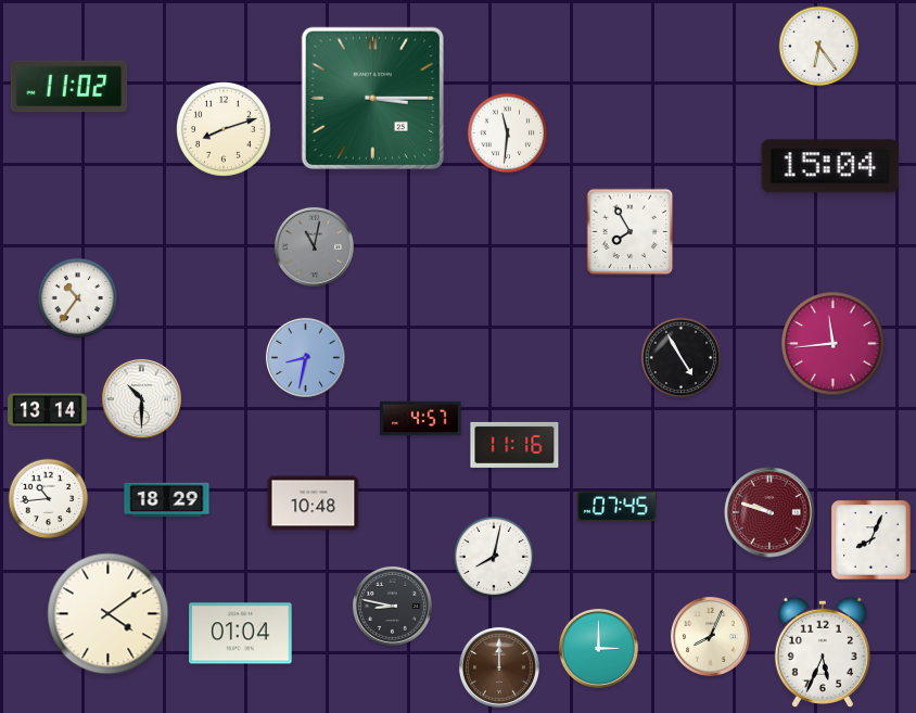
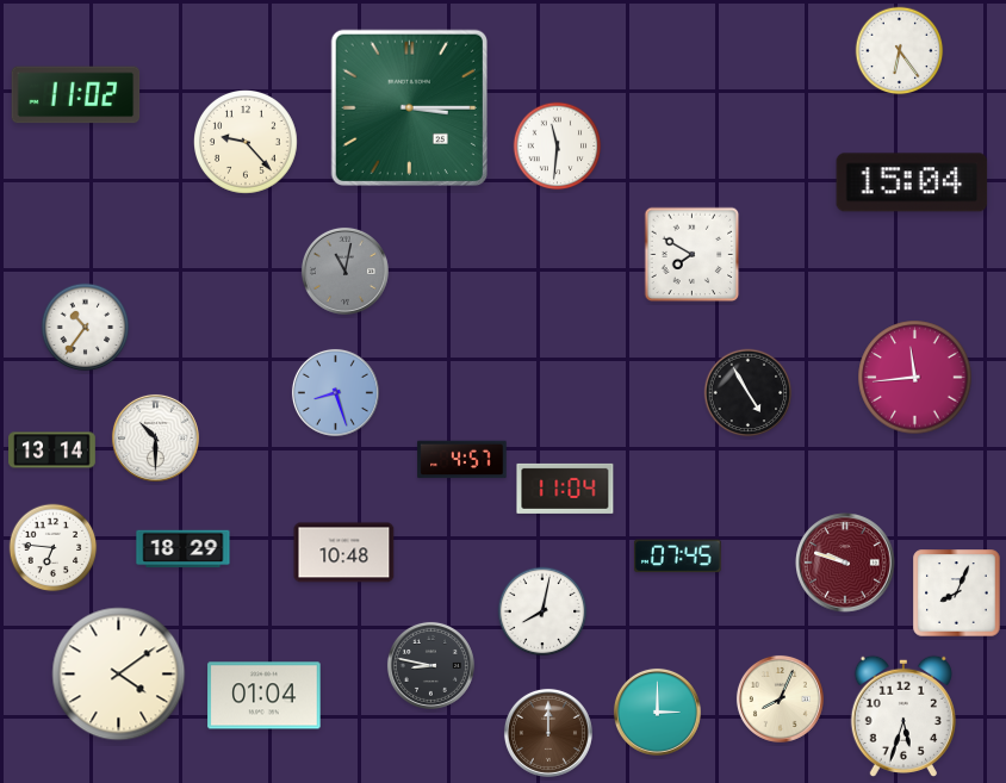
clock at (225, 130): 8:12 -> 9:23
clock at (631, 232): 7:55 -> 7:50
clock at (305, 357): 8:32 -> 8:27
clock at (514, 445): 11:16 -> 11:04
clock at (49, 499): 10:44 -> 6:46
clock at (823, 652): 5:34 -> 5:33
